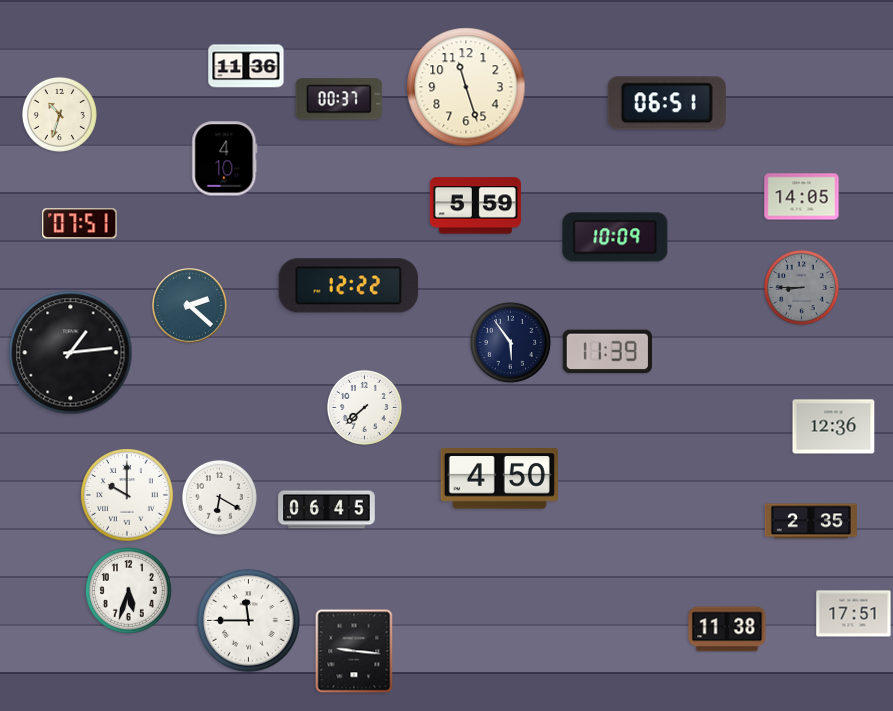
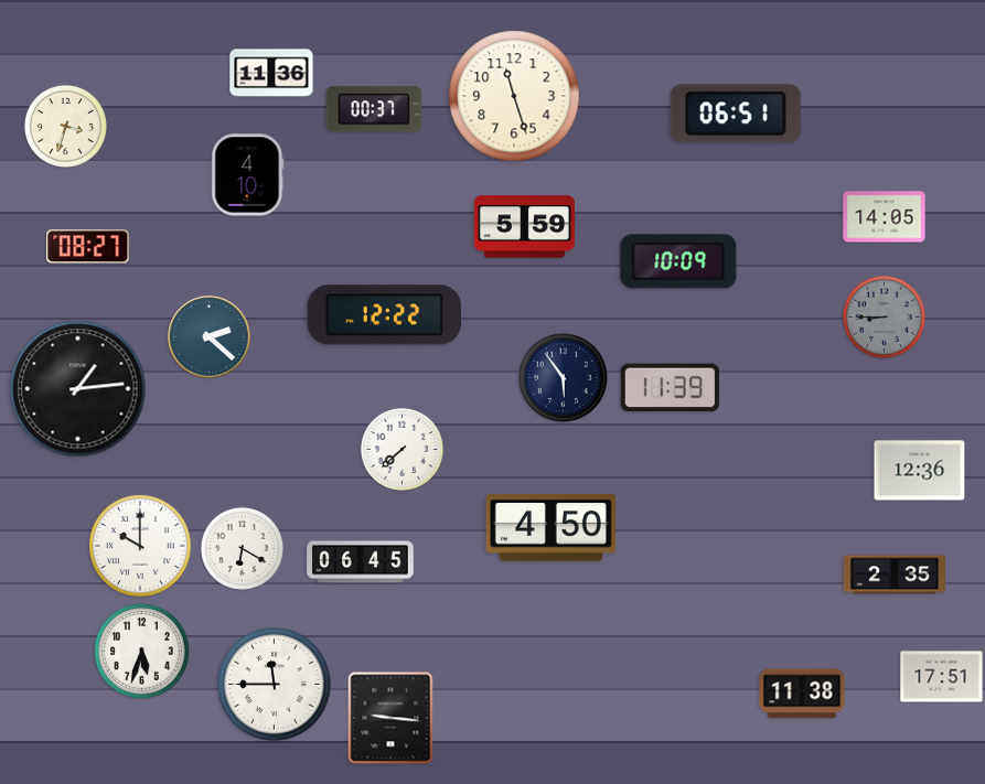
clock at (59, 114): 10:33 -> 3:33
clock at (80, 224): 07:51 -> 08:27
